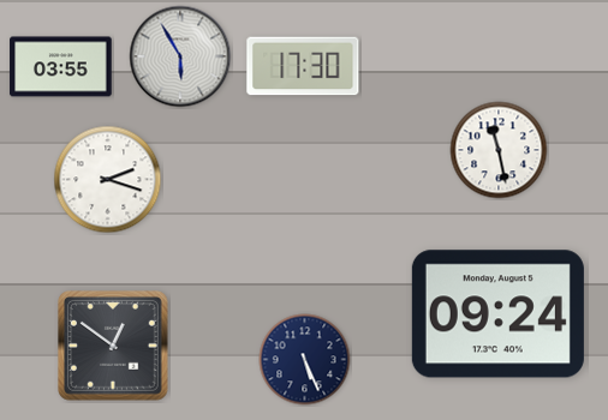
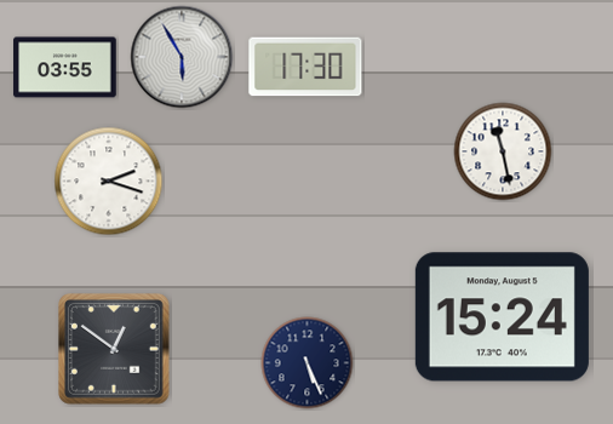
clock at (61, 67) position: (61, 67) -> (65, 68)
clock at (497, 314): 09:24 -> 15:24
